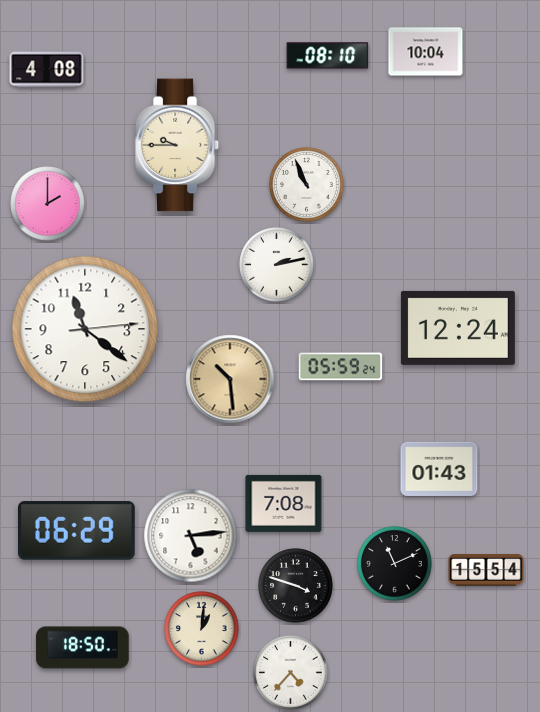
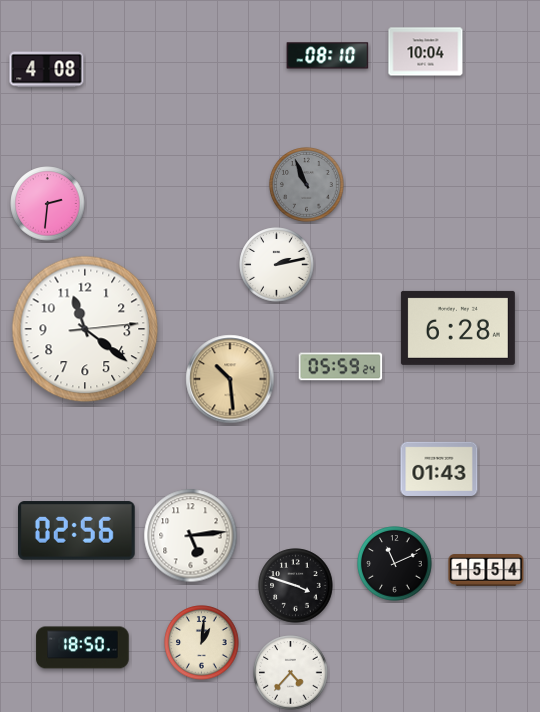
clock at (177, 145): 9:45 -> none
clock at (307, 185) dial: white -> grey
clock at (48, 204): 2:00 -> 2:31
clock at (458, 328): 12:24 -> 6:28
clock at (284, 503): 7:08 -> none
clock at (77, 531): 06:29 -> 02:56
clock at (202, 629) position: (202, 629) -> (202, 643)
